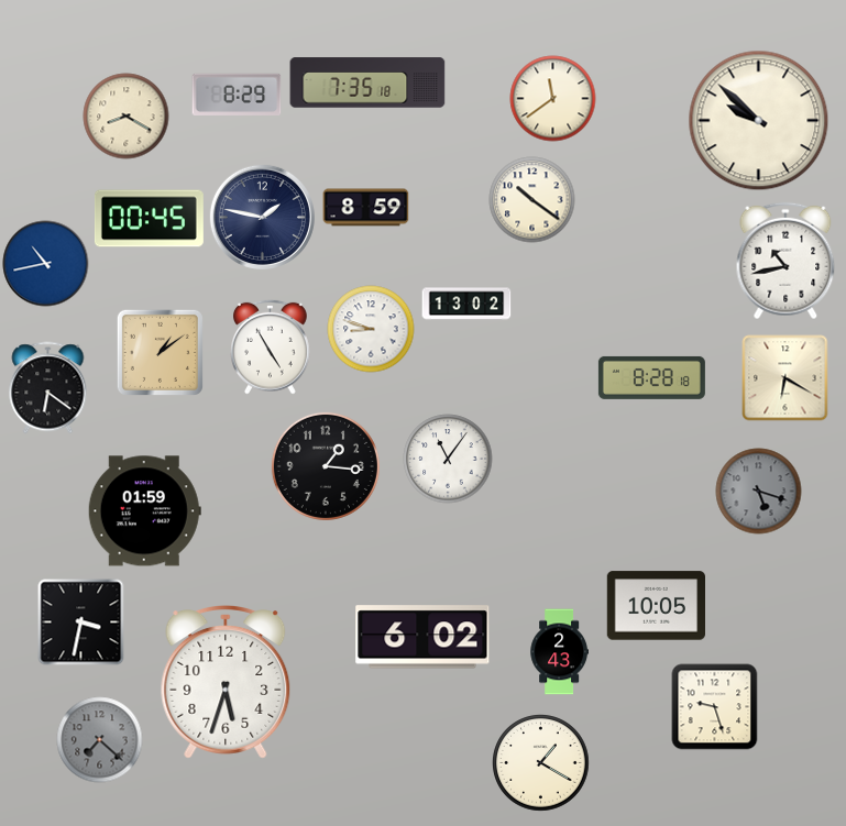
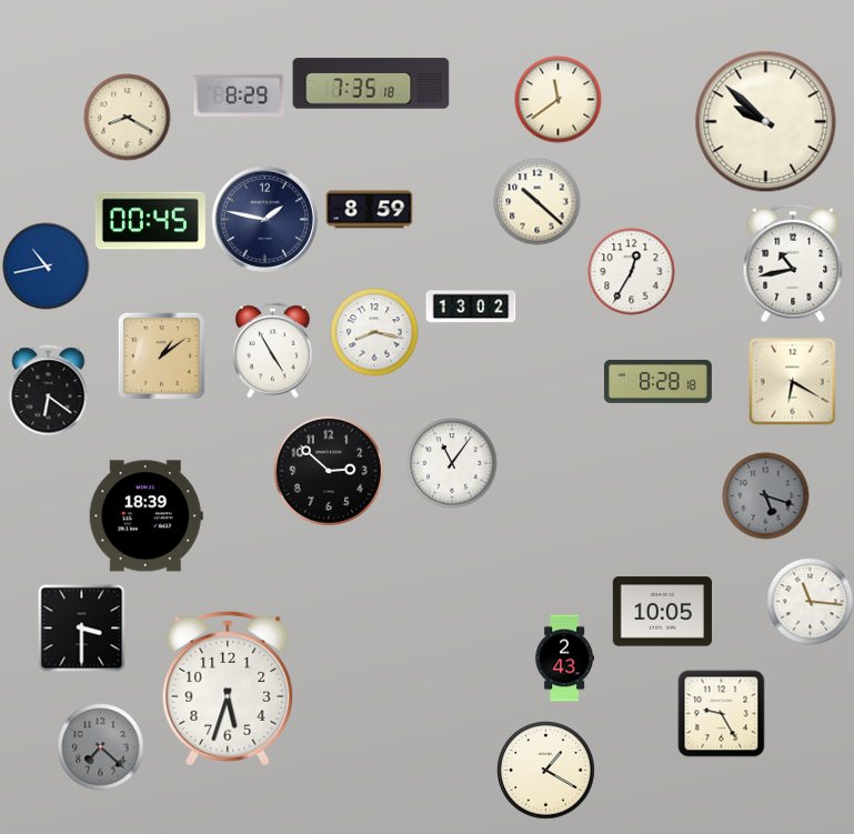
clock at (531, 199): 10:21 -> 10:22
clock at (631, 271): none -> 12:35
clock at (371, 329): 8:48 -> 8:17
clock at (326, 466): 1:16 -> 2:52
clock at (144, 511): 01:59 -> 18:39
clock at (810, 601): none -> 11:16
clock at (80, 621): 3:32 -> 3:30
clock at (422, 637): 6:02 -> none
clock at (714, 706): 9:27 -> 9:25
